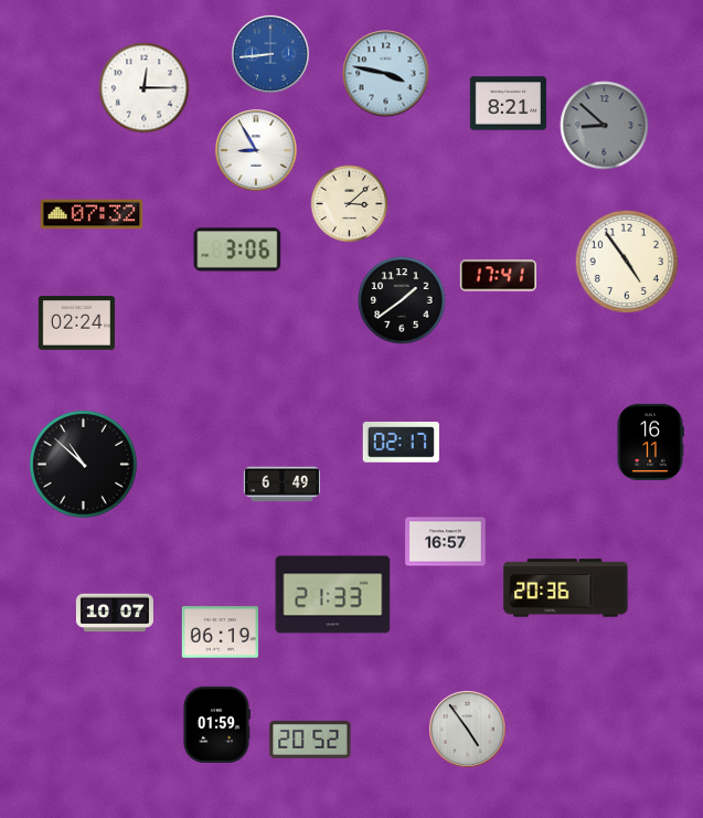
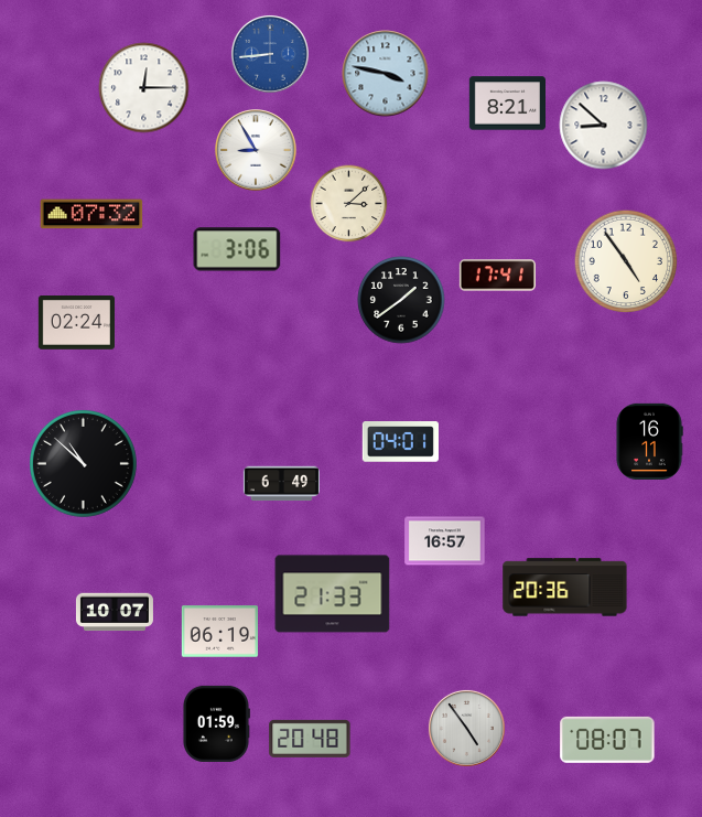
clock at (605, 126) dial: grey -> white
clock at (401, 443): 02:17 -> 04:01
clock at (310, 740): 20:52 -> 20:48
clock at (607, 740): none -> 08:07
